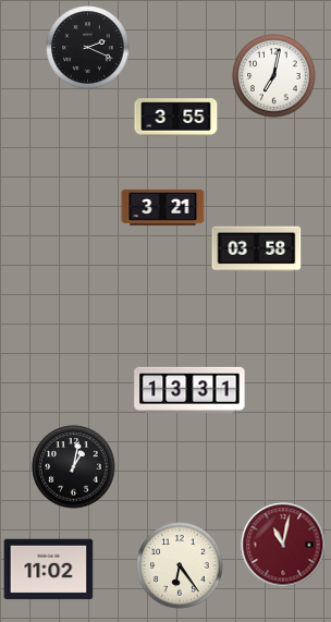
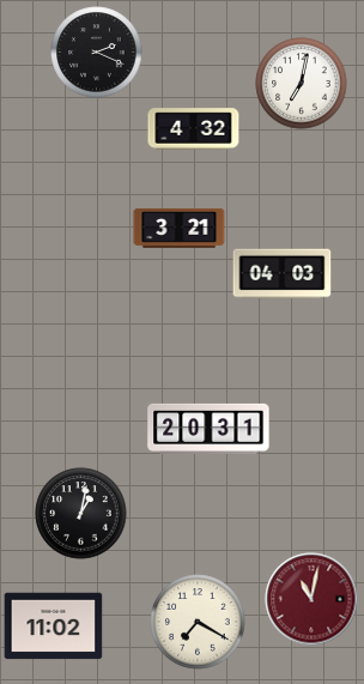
clock at (176, 118): 3:55 -> 4:32
clock at (257, 249): 03:58 -> 04:03
clock at (189, 390): 13:31 -> 20:31
clock at (180, 565): 6:24 -> 7:20
